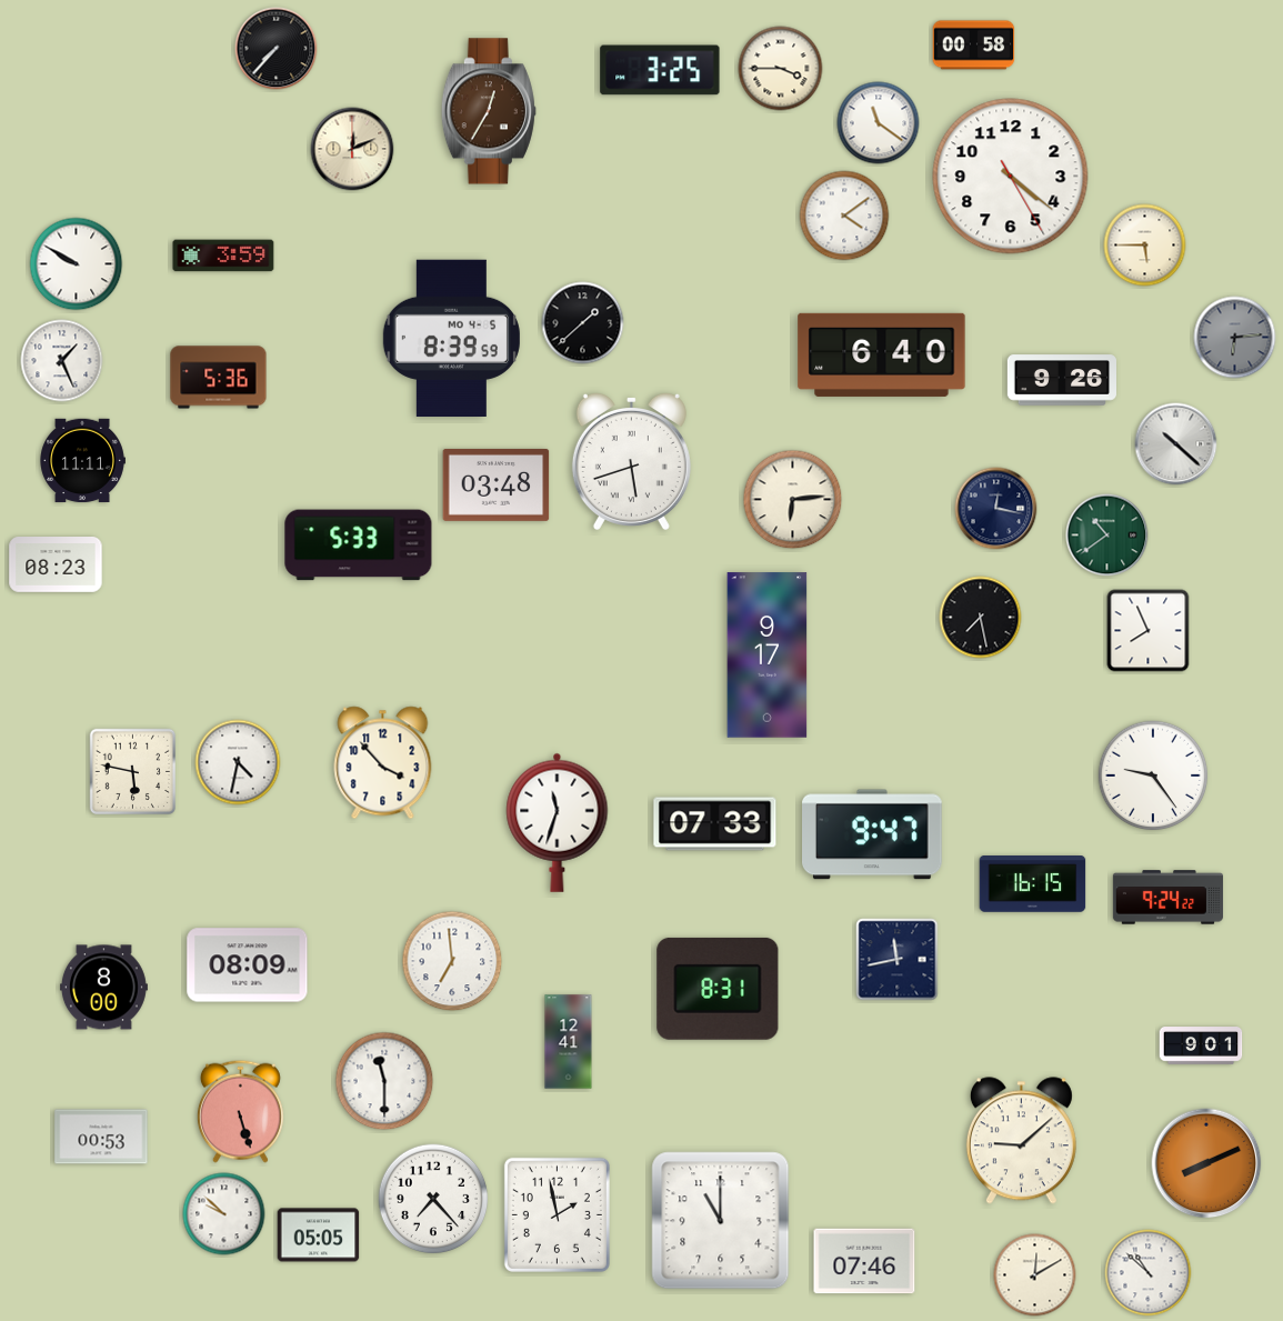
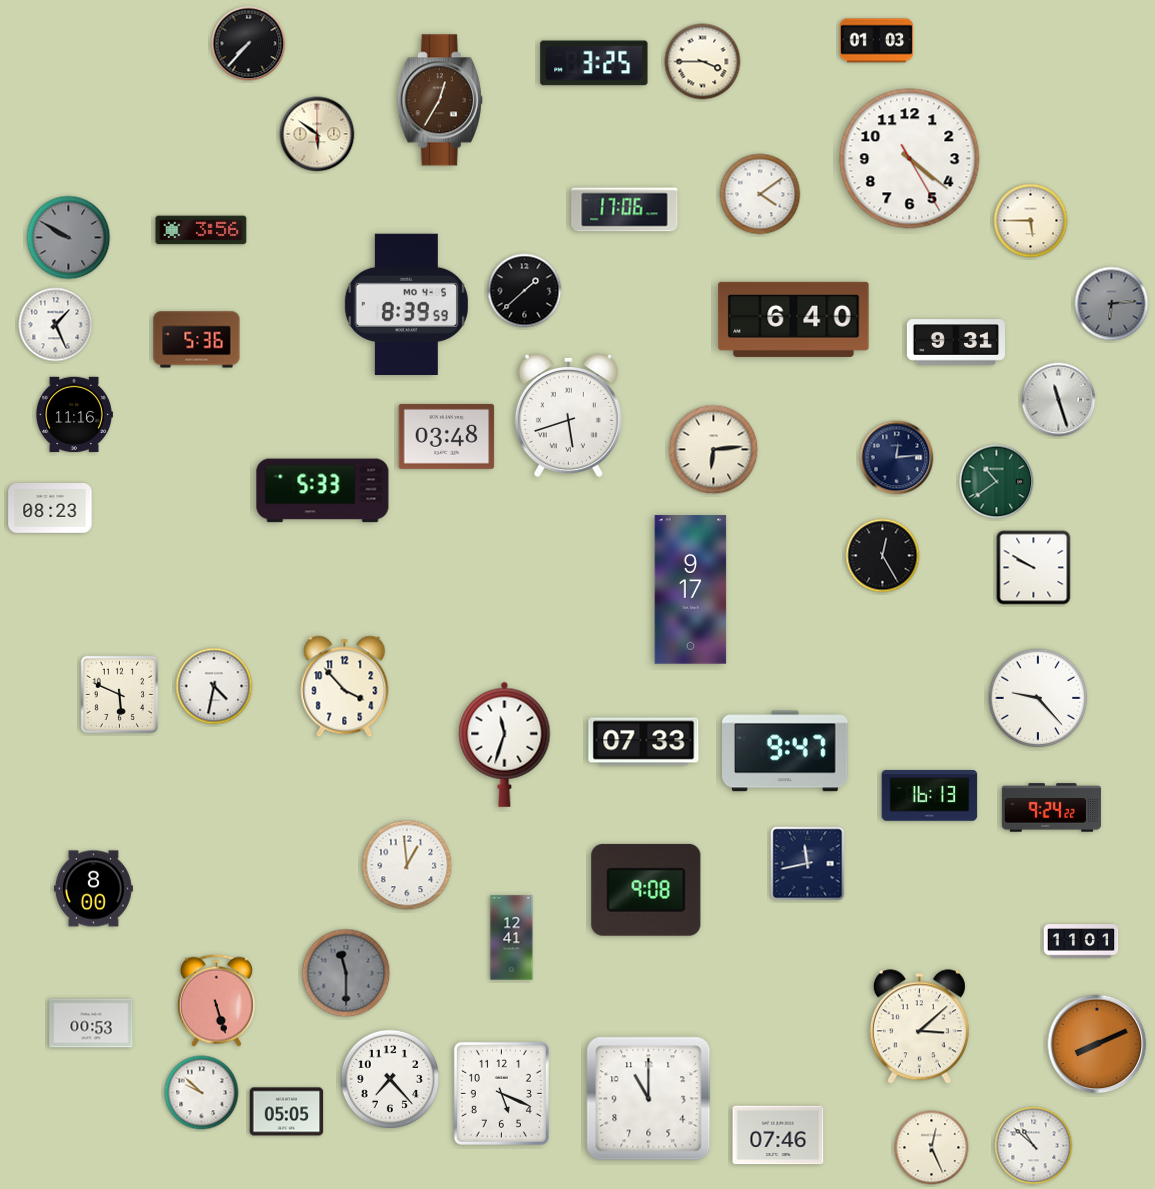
clock at (974, 46): 00:58 -> 01:03
clock at (879, 123): 11:21 -> none
clock at (352, 149): 12:11 -> 5:51
clock at (625, 210): none -> 17:06
clock at (223, 256): 3:59 -> 3:56
clock at (77, 264) dial: white -> grey
clock at (1061, 380): 9:26 -> 9:31
clock at (1176, 444): 10:22 -> 11:27
clock at (82, 461): 11:11 -> 11:16
clock at (996, 509): 12:17 -> 12:14
clock at (981, 618): 7:28 -> 12:25
clock at (1149, 631): 7:56 -> 9:50
clock at (132, 771): 5:47 -> 5:49
clock at (1153, 775): 9:24 -> 9:23
clock at (558, 822) position: (558, 822) -> (505, 744)
clock at (1033, 884): 16:15 -> 16:13
clock at (452, 961): 6:59 -> 12:59
clock at (248, 965): 08:09 -> none
clock at (718, 989): 8:31 -> 9:08
clock at (1201, 1045): 9:01 -> 11:01
clock at (384, 1081) dial: white -> grey
clock at (1021, 1141): 9:08 -> 3:08
clock at (1206, 1163) position: (1206, 1163) -> (1097, 1044)
clock at (557, 1214): 1:58 -> 5:19
clock at (1035, 1275): 12:10 -> 12:26
